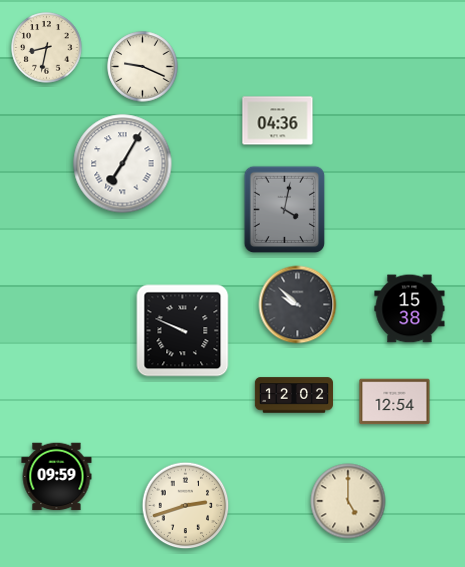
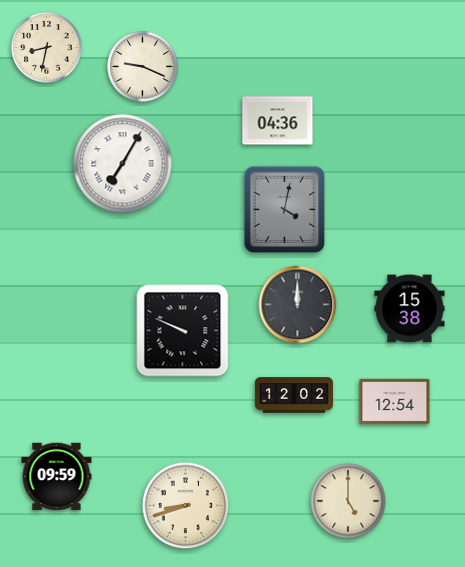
clock at (298, 305): 9:52 -> 12:00
clock at (186, 506): 2:42 -> 8:42
